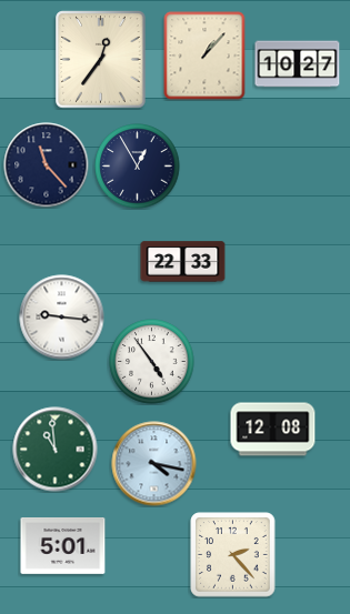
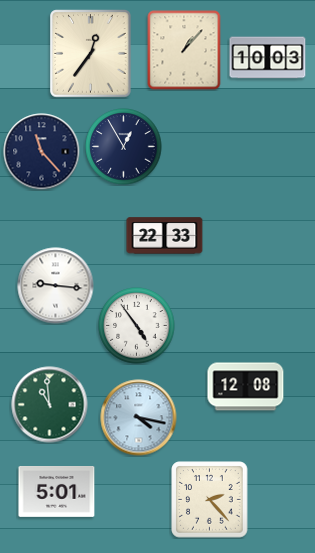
clock at (298, 64): 10:27 -> 10:03
clock at (47, 165) position: (47, 165) -> (42, 152)
clock at (138, 167) position: (138, 167) -> (124, 147)
